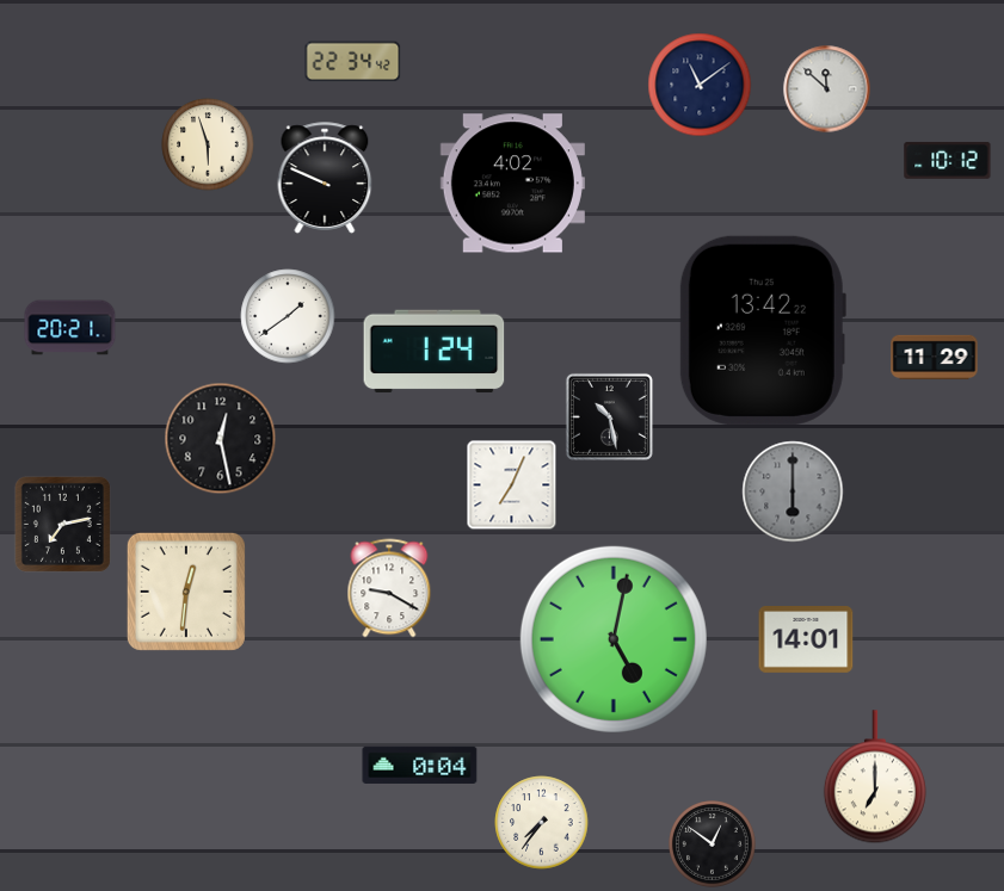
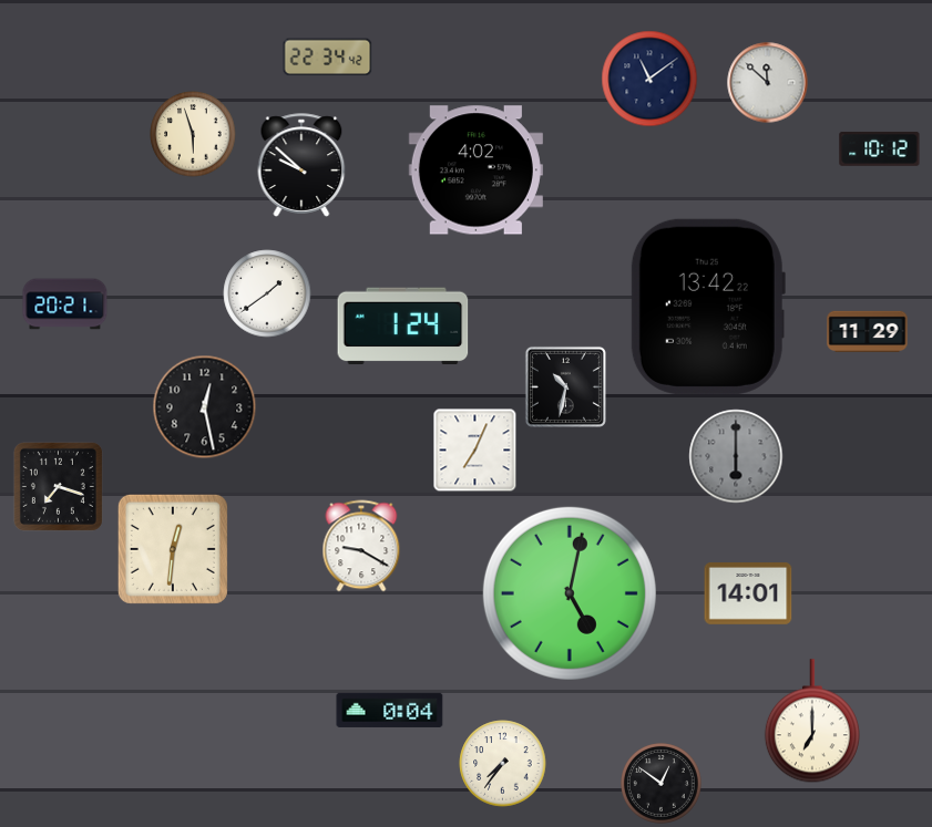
clock at (325, 178): 9:49 -> 9:52
clock at (609, 416): 10:28 -> 10:32
clock at (62, 524): 7:13 -> 7:18
